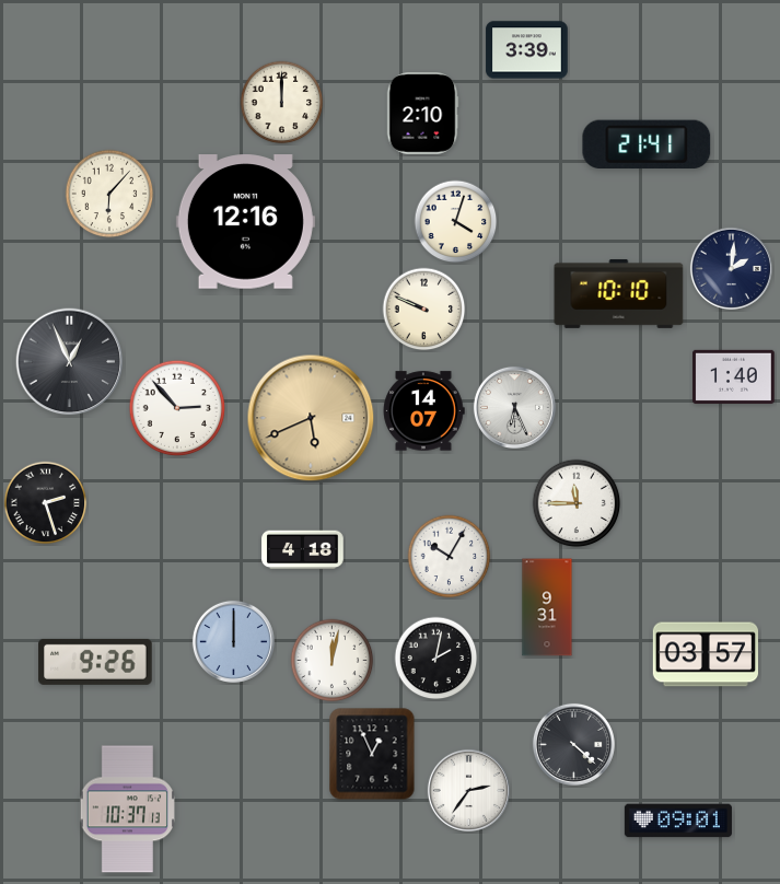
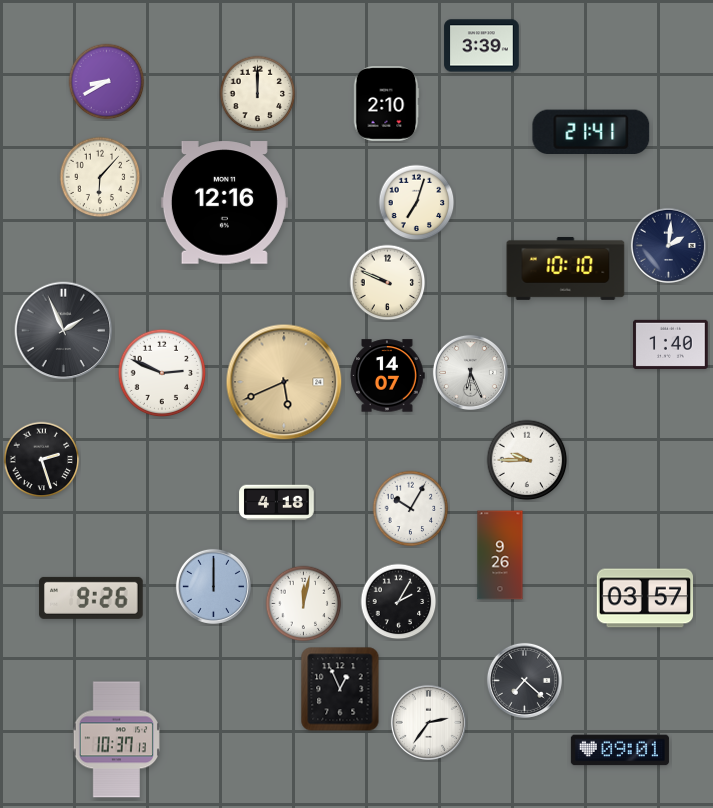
clock at (107, 82): none -> 8:40
clock at (456, 222): 4:03 -> 7:03
clock at (70, 362): 12:56 -> 1:56
clock at (177, 408): 2:53 -> 2:49
clock at (577, 503): 11:45 -> 9:45
clock at (547, 607): 9:31 -> 9:26
clock at (436, 659): 2:02 -> 2:05
clock at (95, 662) position: (95, 662) -> (91, 598)
clock at (573, 744): 4:22 -> 7:22
